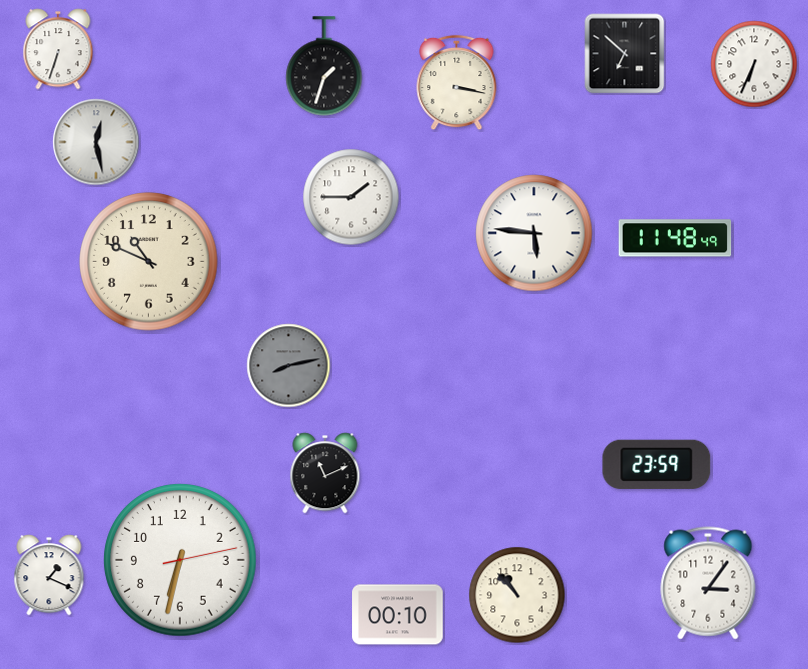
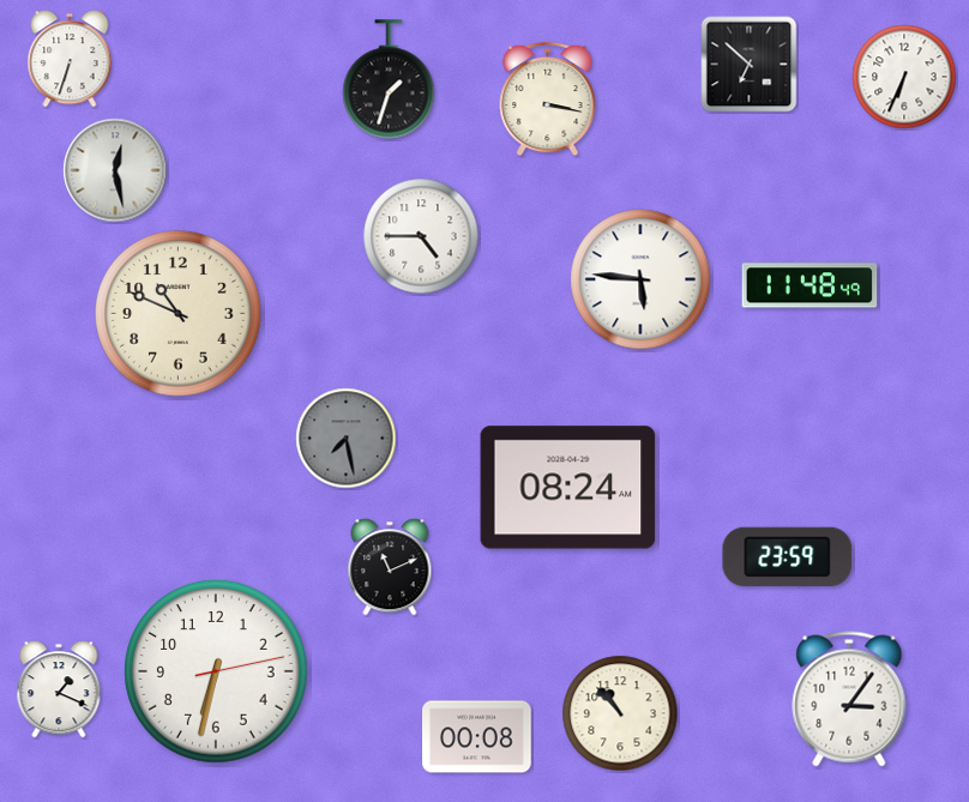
clock at (351, 197): 1:45 -> 4:45
clock at (289, 366): 8:13 -> 7:28
clock at (568, 488): none -> 08:24
clock at (398, 615): 00:10 -> 00:08
